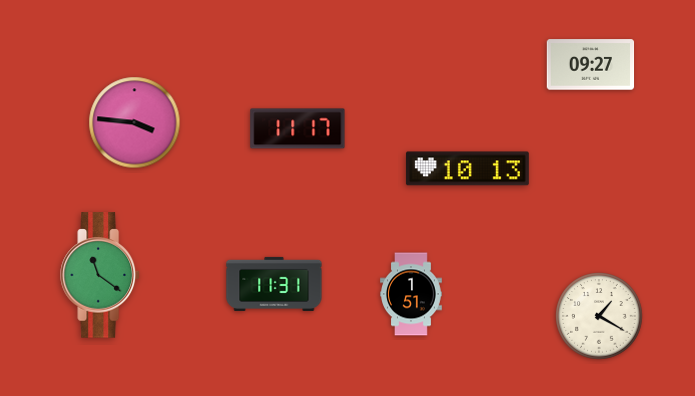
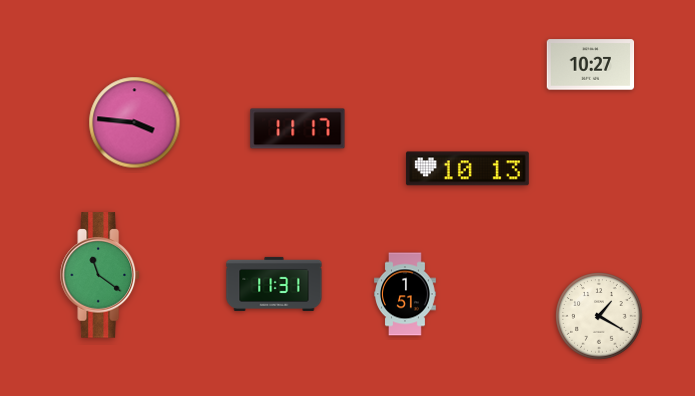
clock at (591, 65): 09:27 -> 10:27
clock at (411, 294) position: (411, 294) -> (405, 294)
